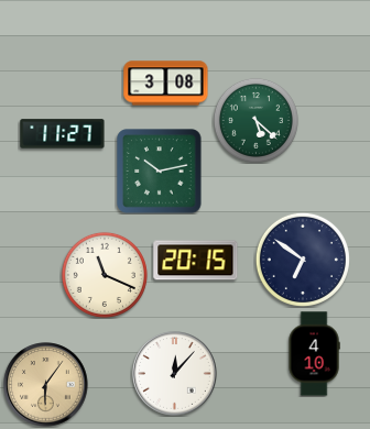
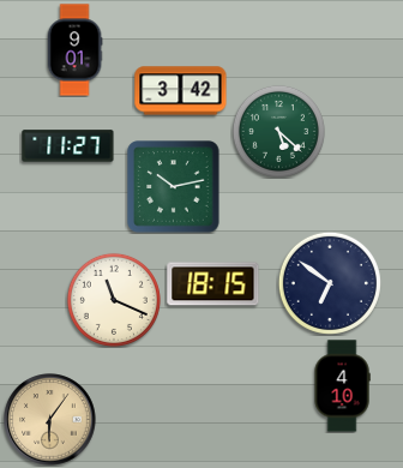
clock at (74, 50): none -> 9:01
clock at (166, 84): 3:08 -> 3:42
clock at (196, 261): 20:15 -> 18:15
clock at (175, 374): 12:07 -> none
